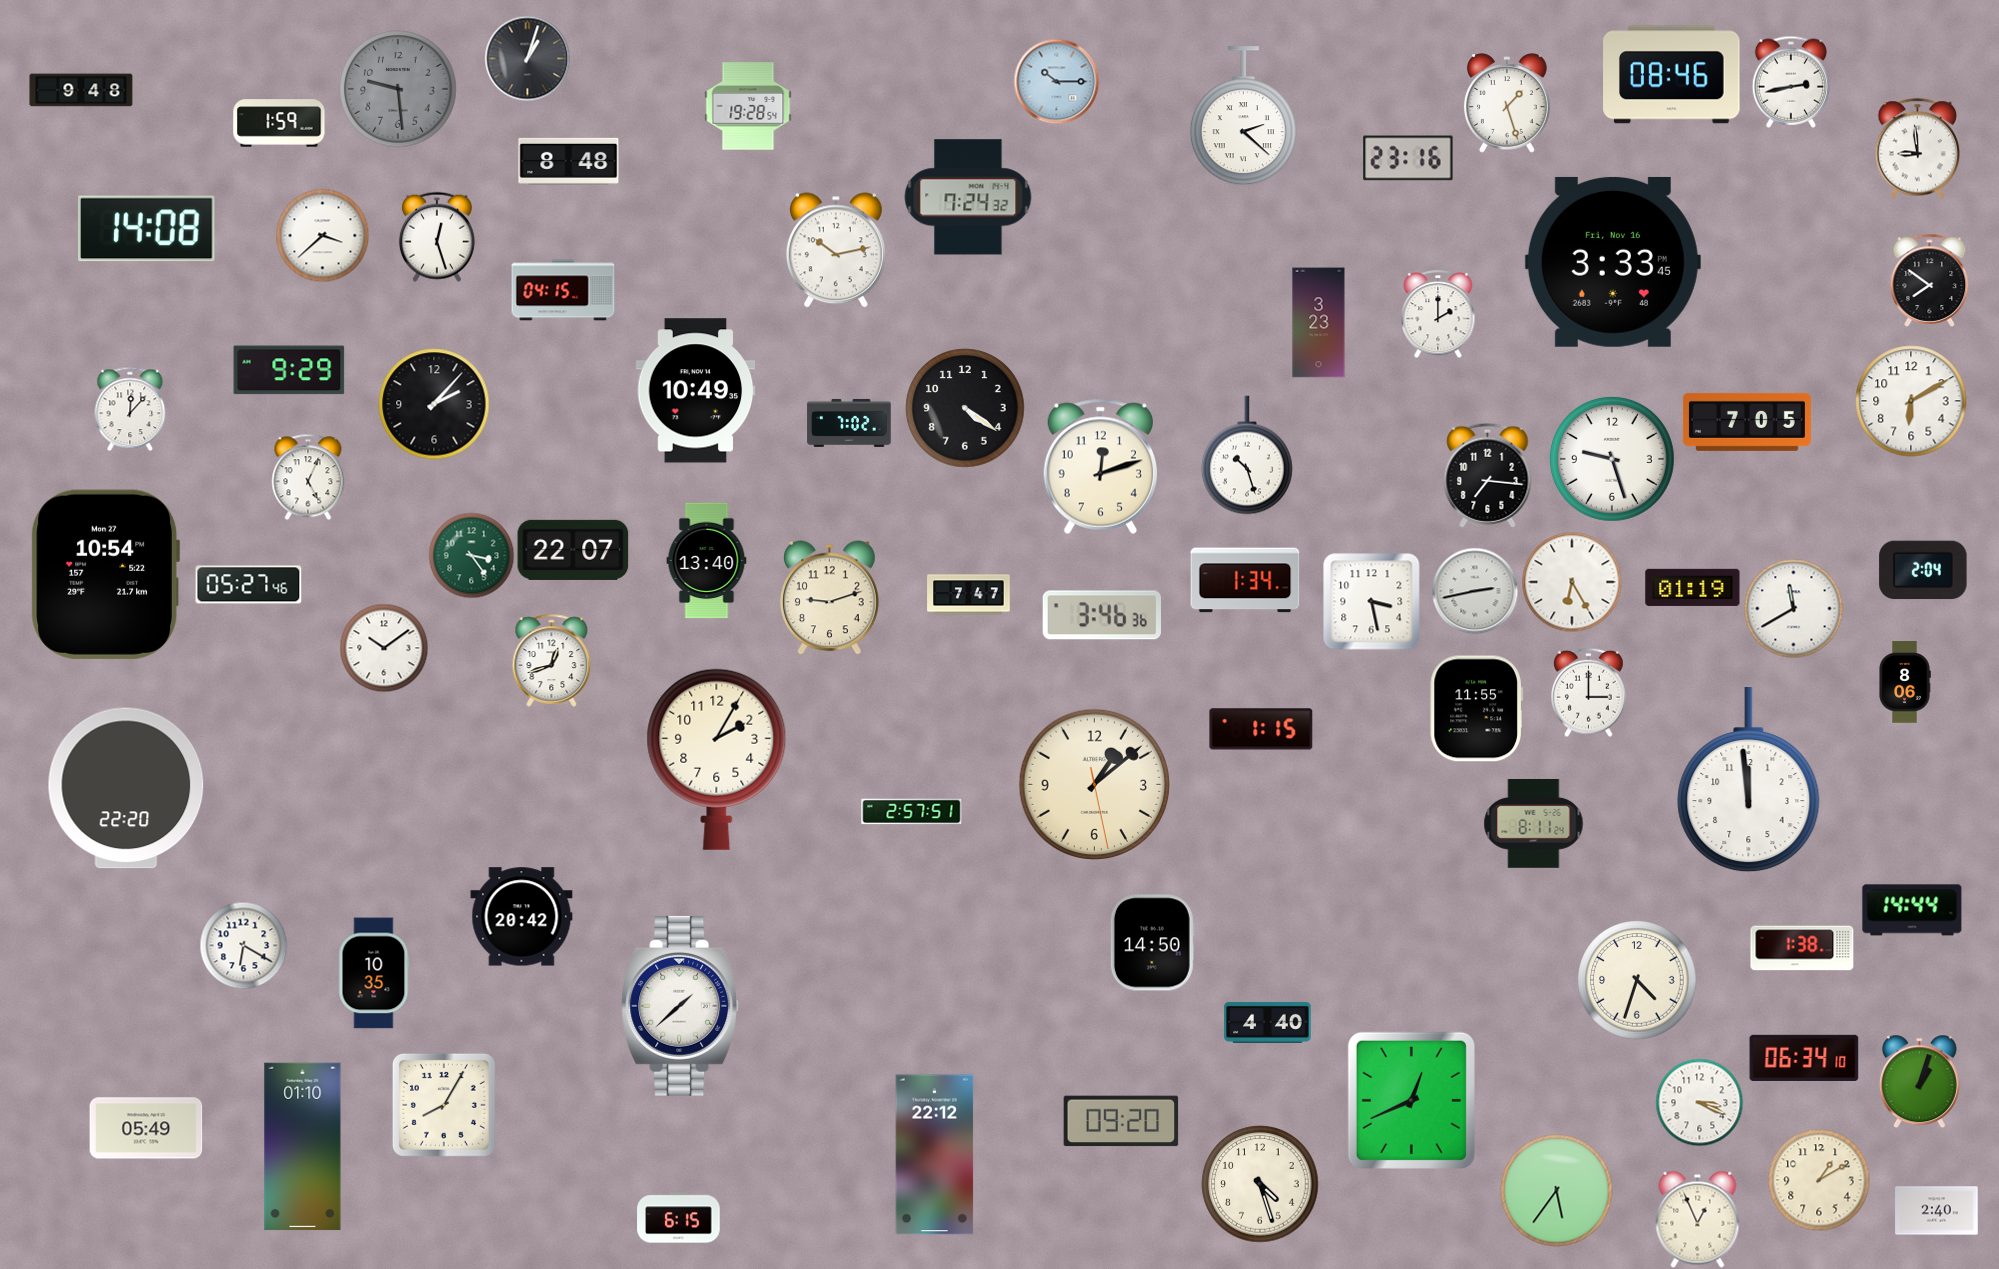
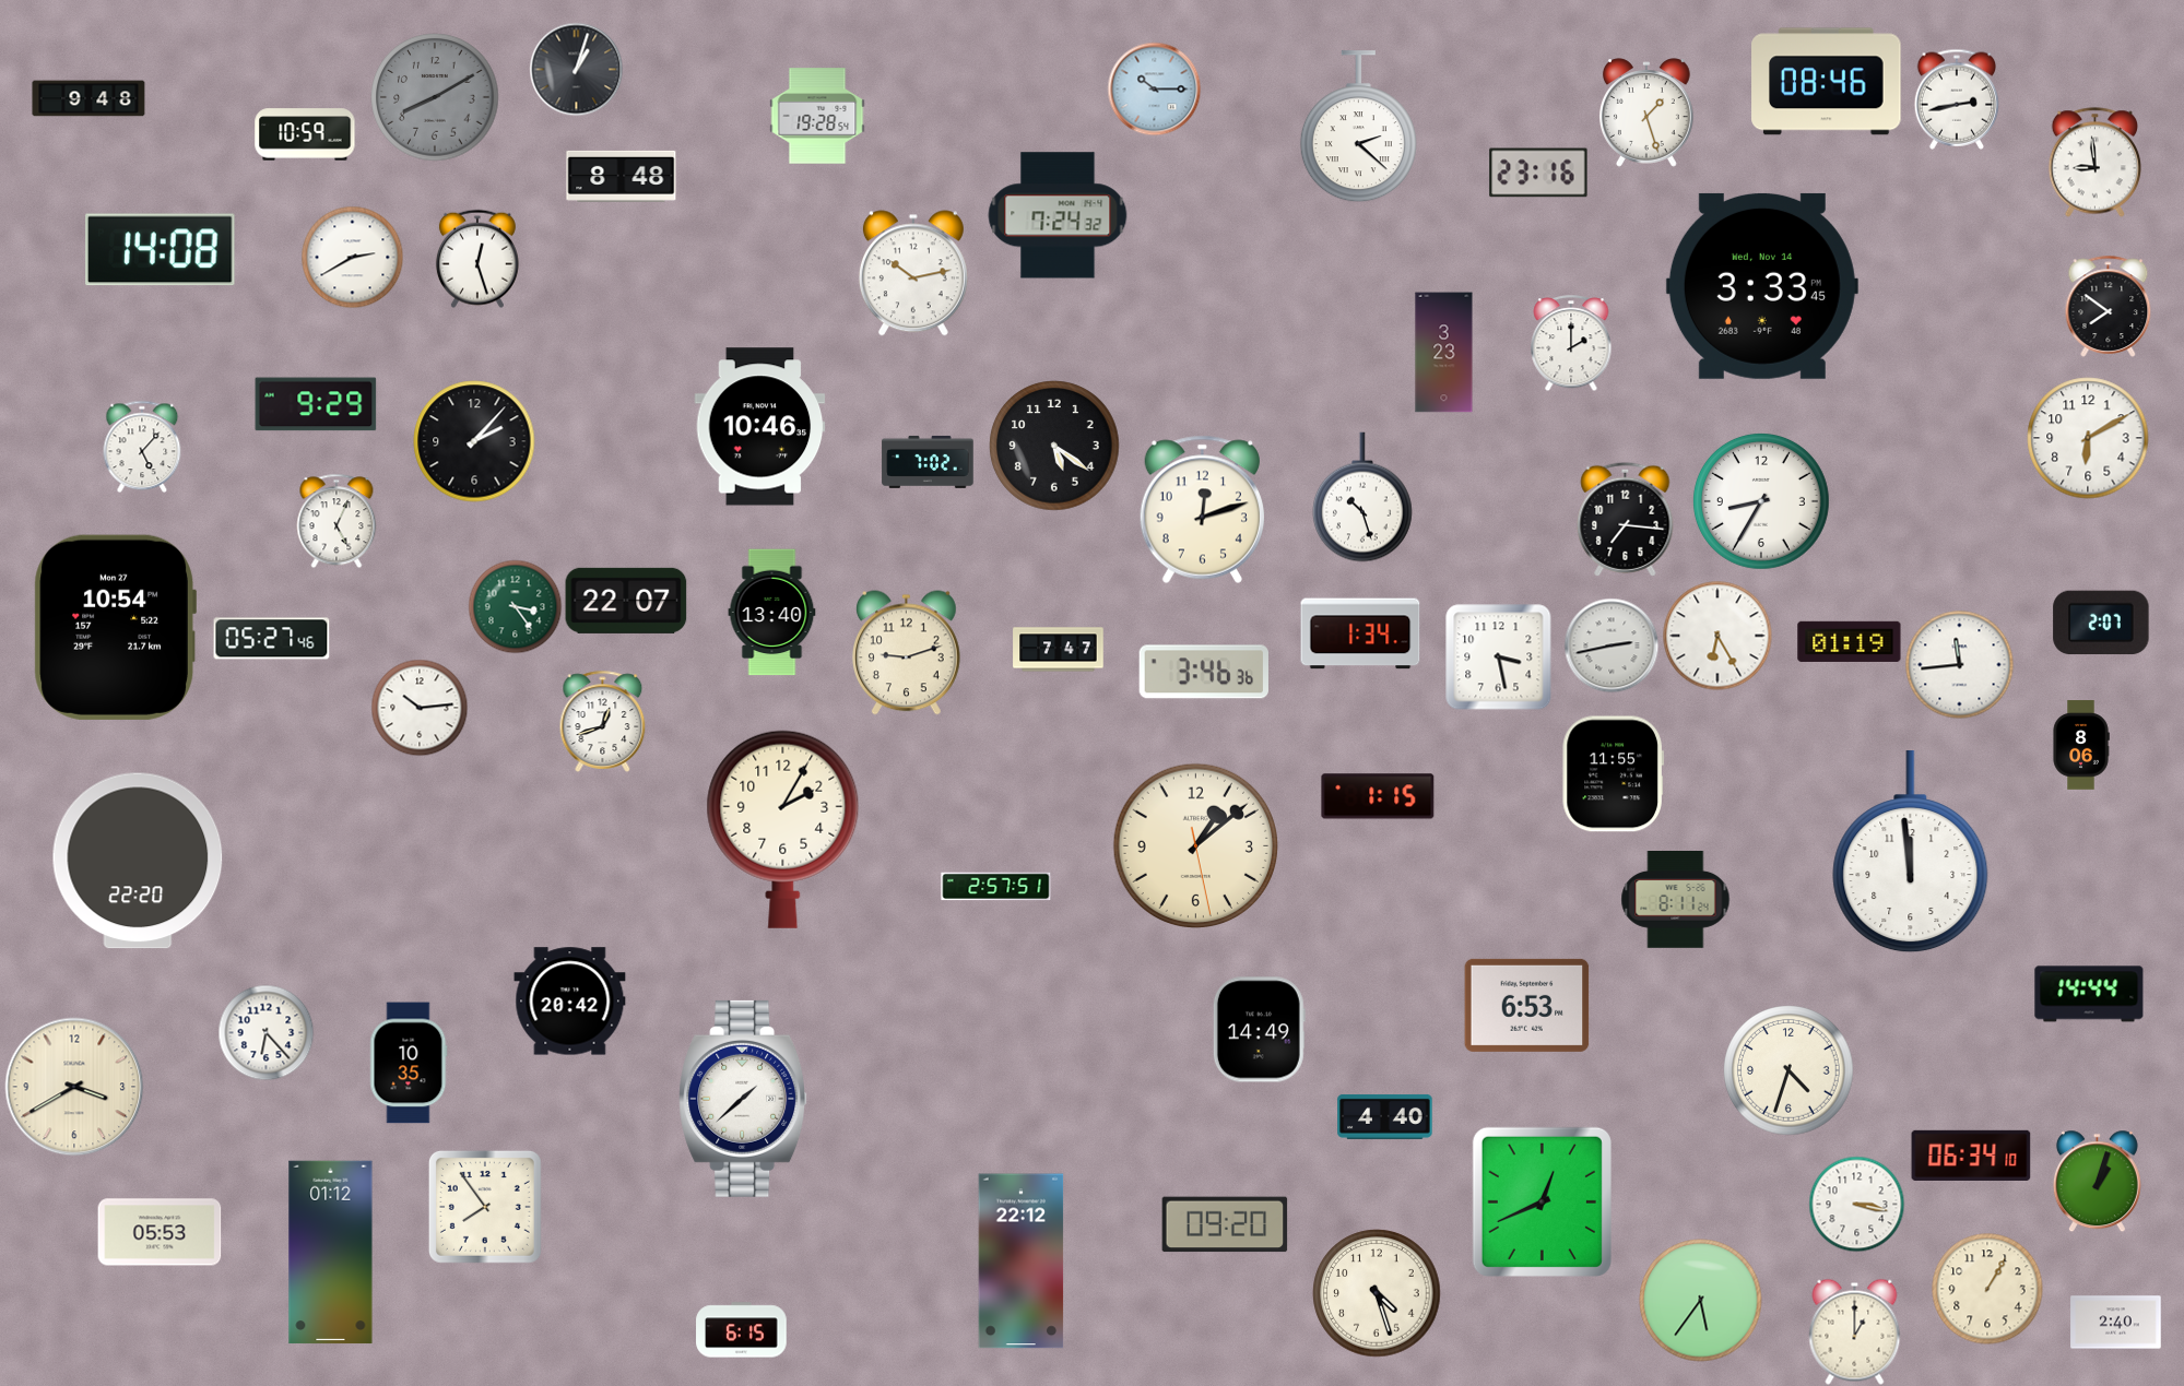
clock at (527, 58) position: (527, 58) -> (576, 69)
clock at (1790, 82) position: (1790, 82) -> (1956, 99)
clock at (398, 89): 9:29 -> 8:10
clock at (279, 123): 1:59 -> 10:59
clock at (322, 235): 3:38 -> 2:40
clock at (1613, 262) date: Fri, Nov 16 -> Wed, Nov 14
clock at (563, 290): 04:15 -> none
clock at (1319, 323) position: (1319, 323) -> (1444, 353)
clock at (696, 391): 10:49 -> 10:46
clock at (965, 408): 4:21 -> 5:21
clock at (130, 409): 12:07 -> 5:07
clock at (1747, 422): 7:05 -> none
clock at (1612, 459): 9:27 -> 8:35
clock at (1923, 570): 2:04 -> 2:07
clock at (1794, 609): 11:40 -> 11:44
clock at (384, 648): 10:09 -> 10:14
clock at (1589, 692): 3:00 -> none
clock at (1094, 784) position: (1094, 784) -> (1195, 845)
clock at (1527, 1005): none -> 6:53
clock at (1152, 943): 14:50 -> 14:49
clock at (243, 945): 6:20 -> 6:23
clock at (1802, 948): 1:38 -> none
clock at (74, 1087): none -> 3:40
clock at (1699, 1102): 3:19 -> 3:17
clock at (444, 1105): 8:05 -> 7:54
clock at (146, 1128): 05:49 -> 05:53
clock at (303, 1147): 01:10 -> 01:12
clock at (1819, 1180): 1:10 -> 1:05
clock at (1698, 1219): 12:56 -> 1:00
